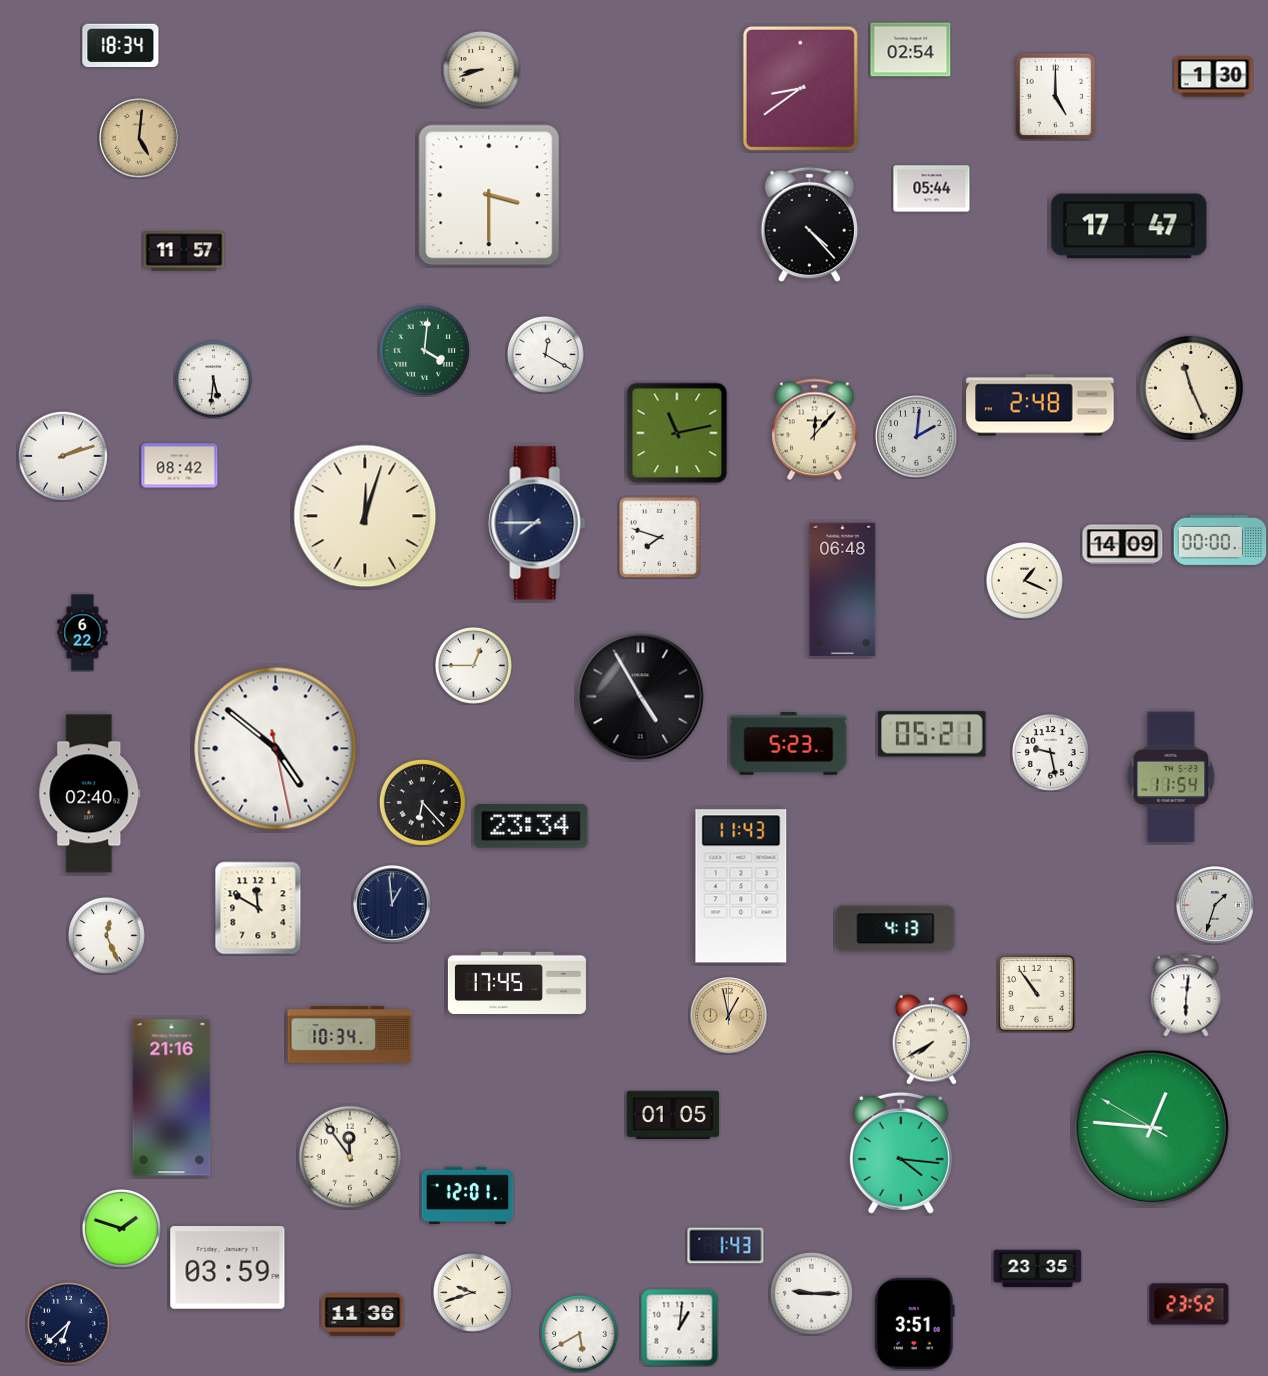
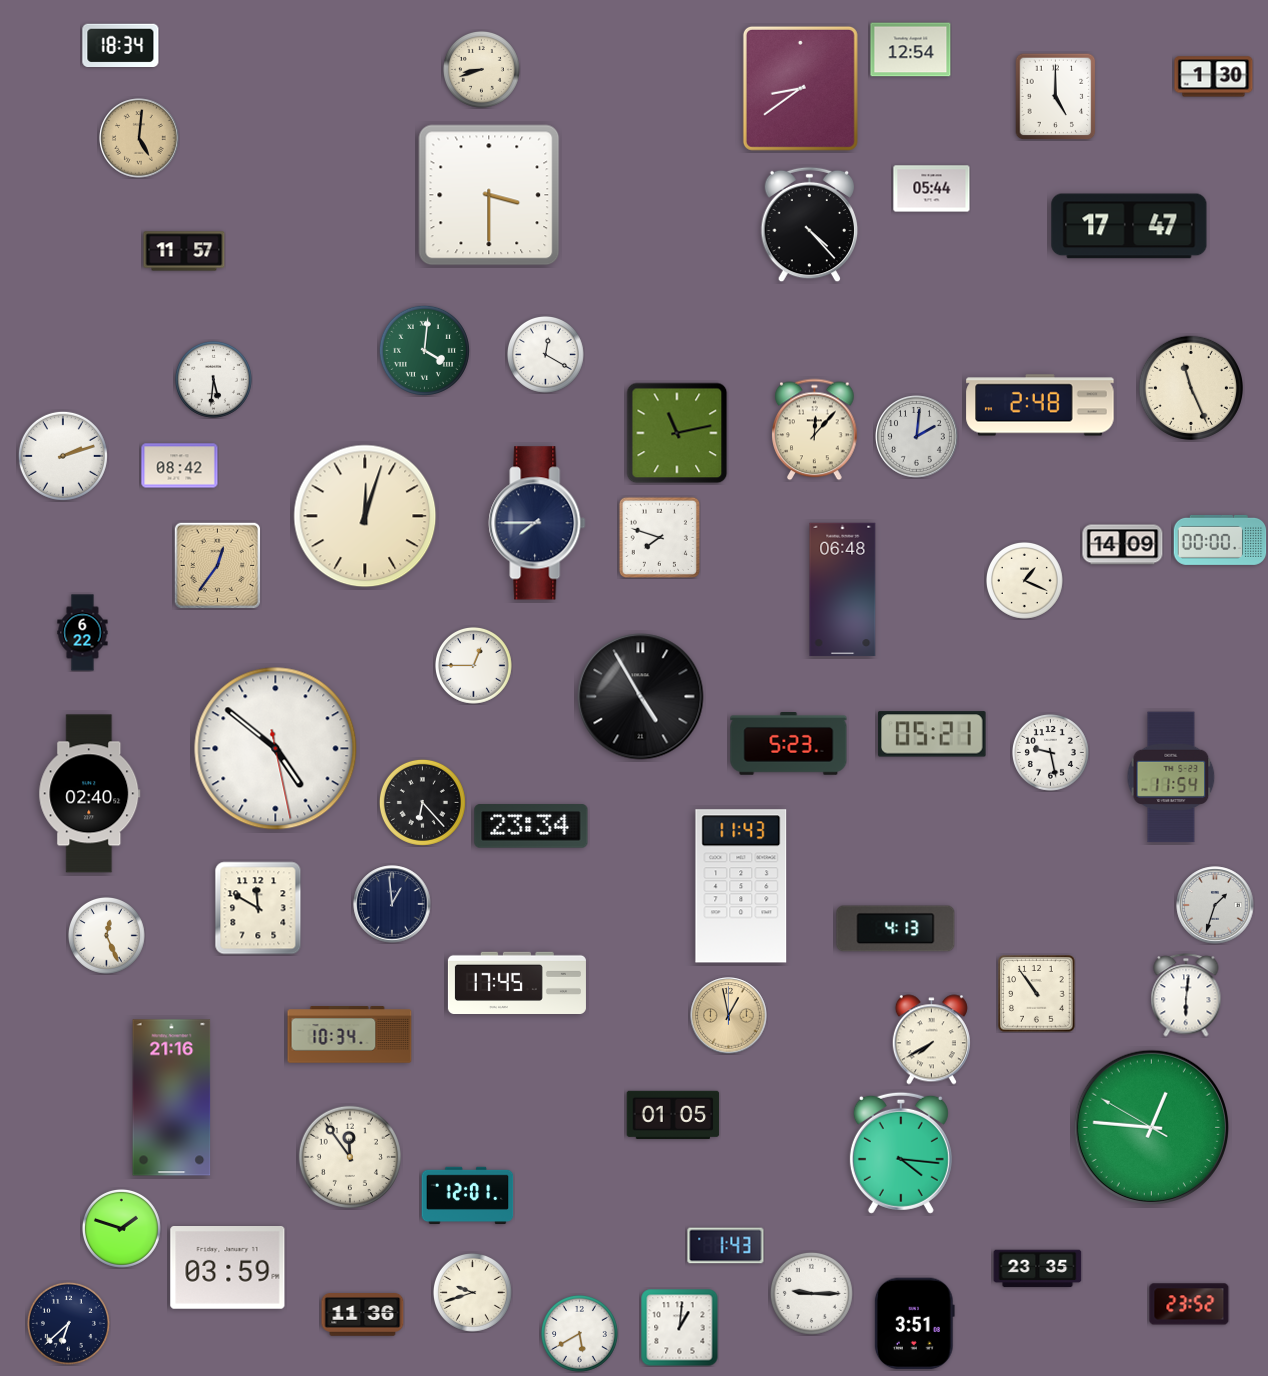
clock at (911, 50): 02:54 -> 12:54
clock at (217, 565): none -> 12:36
